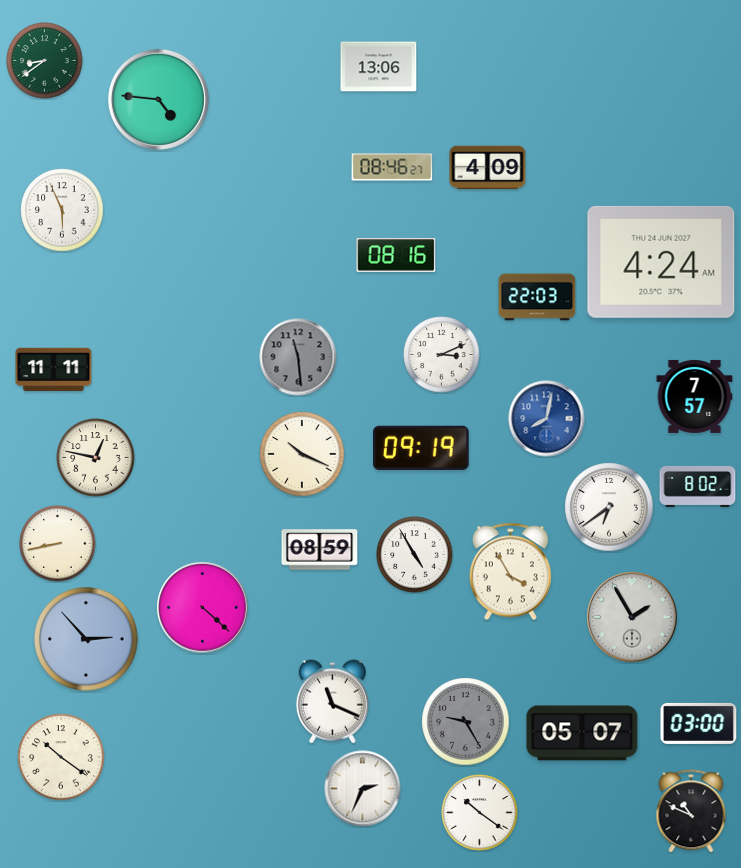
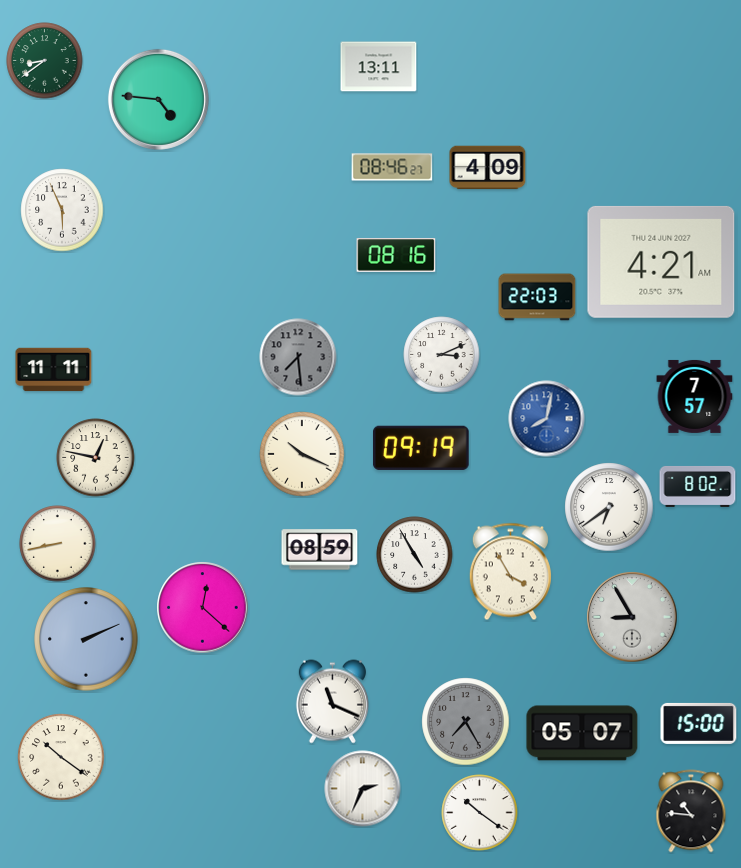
clock at (379, 67): 13:06 -> 13:11
clock at (661, 262): 4:24 -> 4:21
clock at (298, 357): 11:29 -> 7:29
clock at (203, 608): 4:22 -> 12:22
clock at (632, 617): 1:55 -> 8:55
clock at (86, 639): 2:53 -> 2:11
clock at (466, 722): 9:25 -> 7:25
clock at (699, 723): 03:00 -> 15:00
clock at (691, 811): 10:49 -> 10:46
